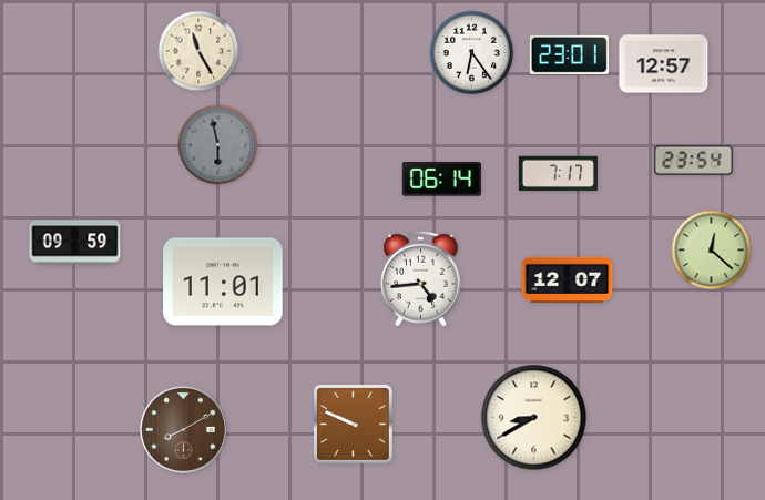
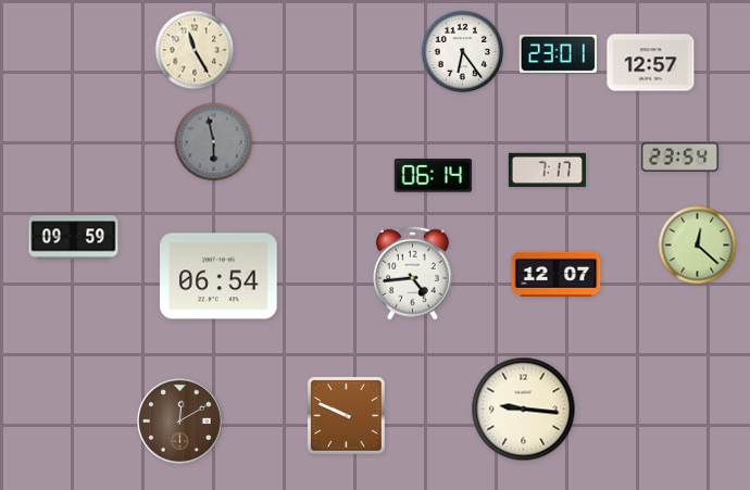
clock at (223, 282): 11:01 -> 06:54
clock at (534, 418): 8:40 -> 9:16
clock at (183, 429): 8:10 -> 12:10
